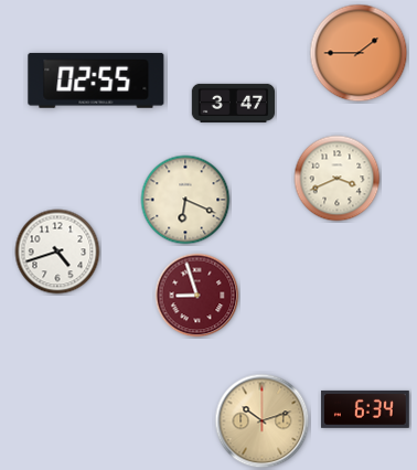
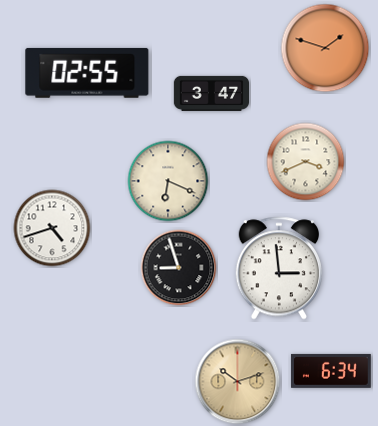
clock at (359, 53): 1:45 -> 1:48
clock at (197, 296) dial: burgundy -> black
clock at (279, 268): none -> 2:59
